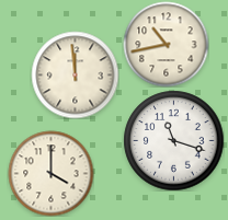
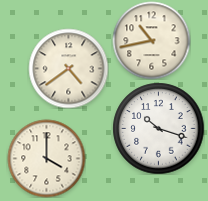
clock at (75, 74): 11:59 -> 4:39
clock at (173, 140): 11:18 -> 10:18
